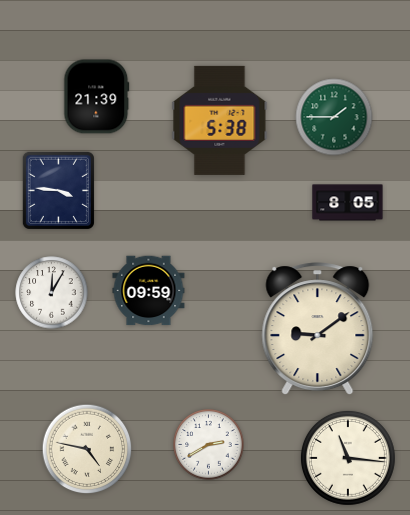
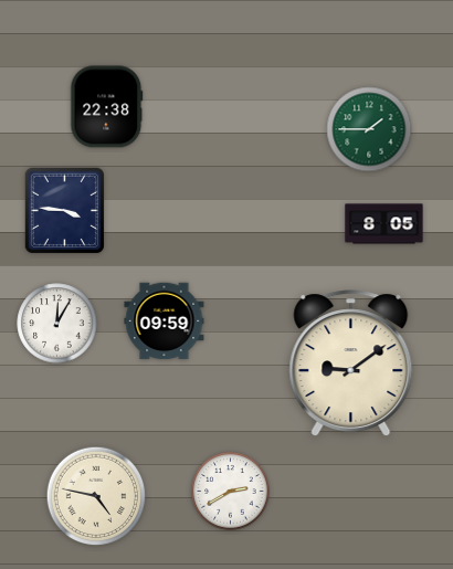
clock at (97, 97): 21:39 -> 22:38
clock at (220, 120): 5:38 -> none
clock at (348, 458): 11:16 -> none
